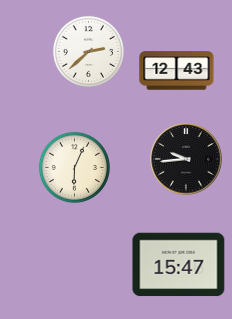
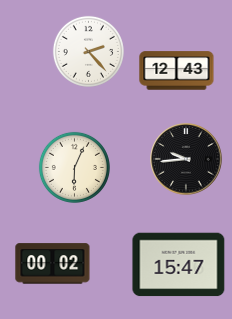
clock at (88, 51): 2:38 -> 2:23
clock at (53, 264): none -> 00:02
